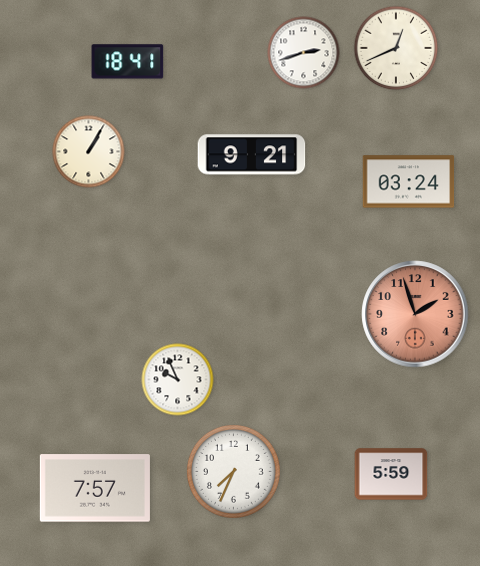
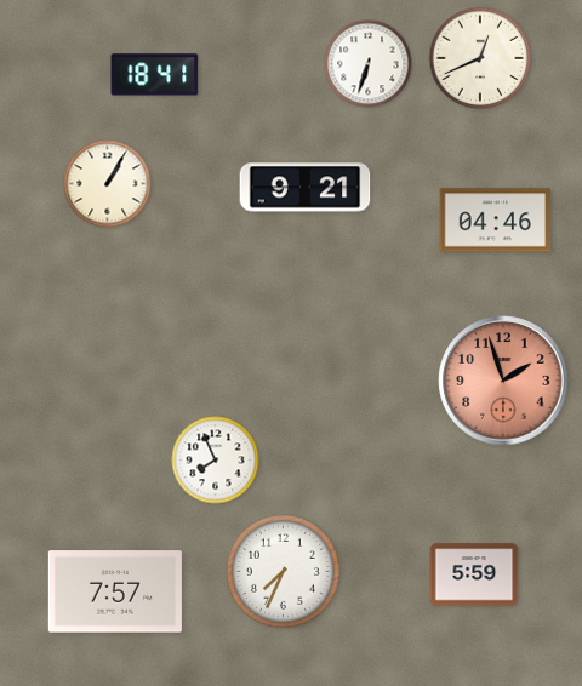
clock at (304, 53): 2:42 -> 6:33
clock at (409, 182): 03:24 -> 04:46
clock at (178, 380): 9:56 -> 7:56
